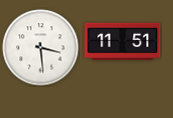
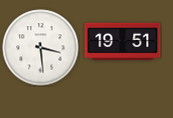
clock at (123, 42): 11:51 -> 19:51
